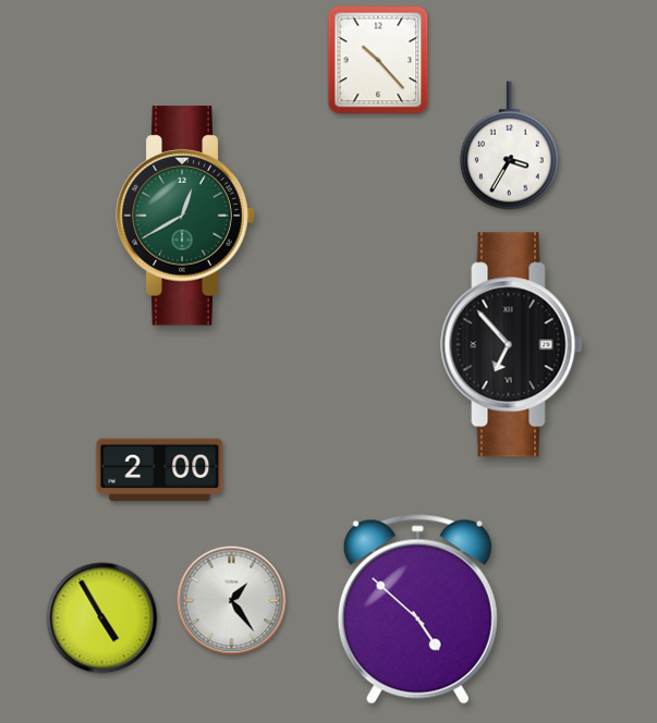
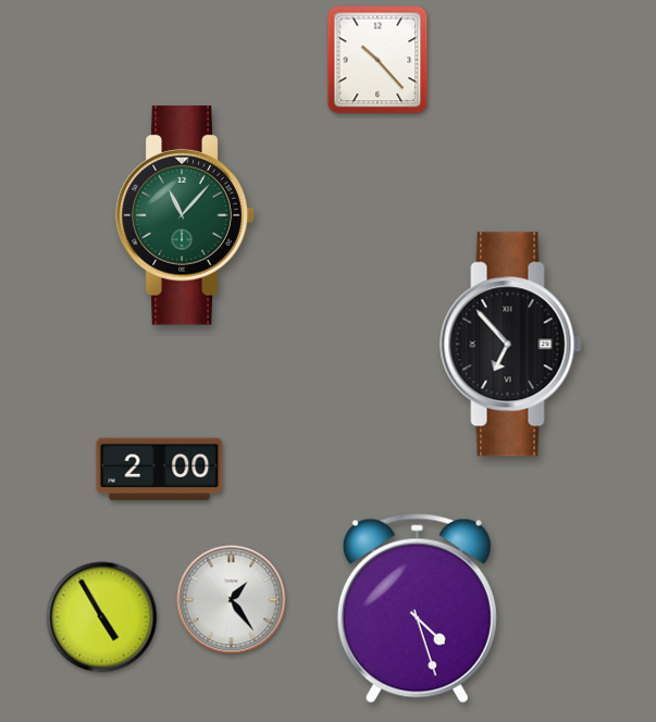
clock at (509, 146): 3:35 -> none
clock at (185, 216): 12:40 -> 11:07
clock at (417, 610): 4:52 -> 4:27
